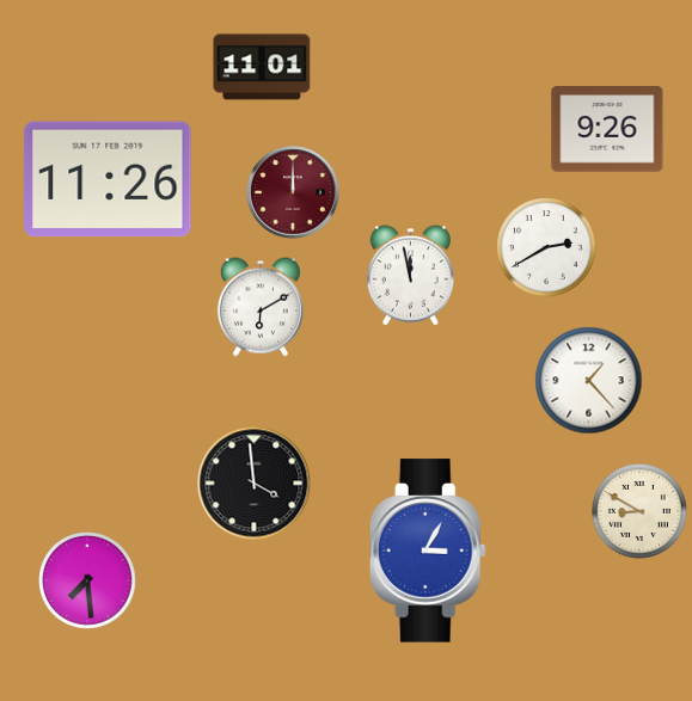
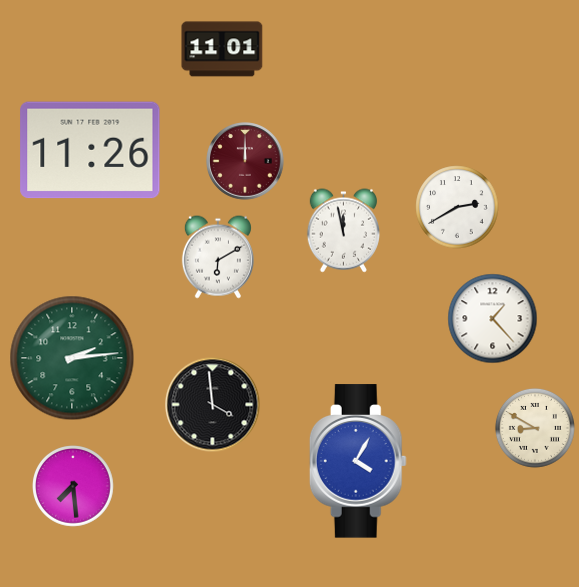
clock at (262, 67) position: (262, 67) -> (222, 49)
clock at (607, 129): 9:26 -> none
clock at (72, 358): none -> 2:14
clock at (428, 551): 3:05 -> 4:05
